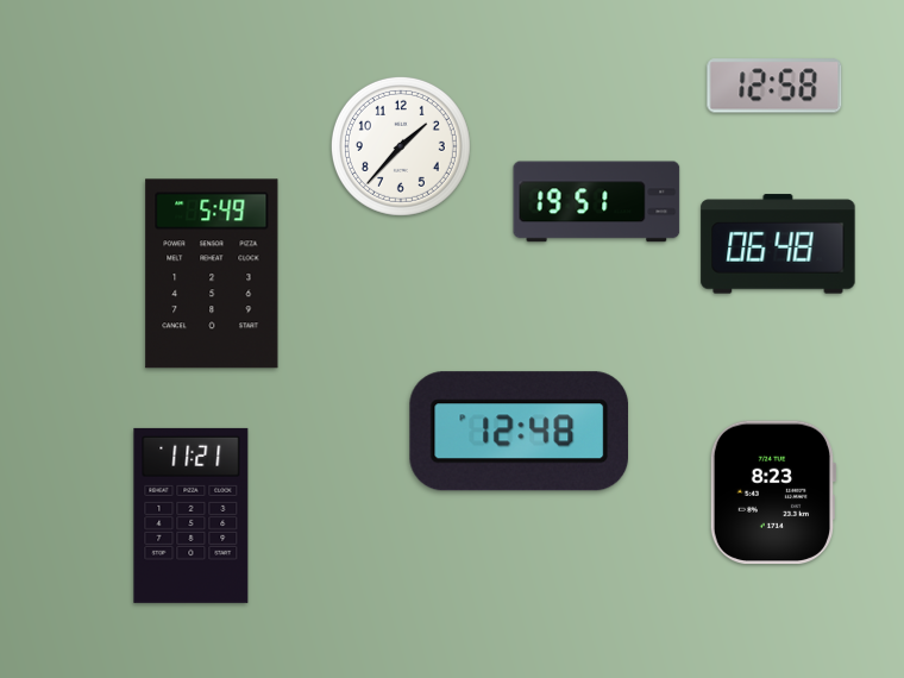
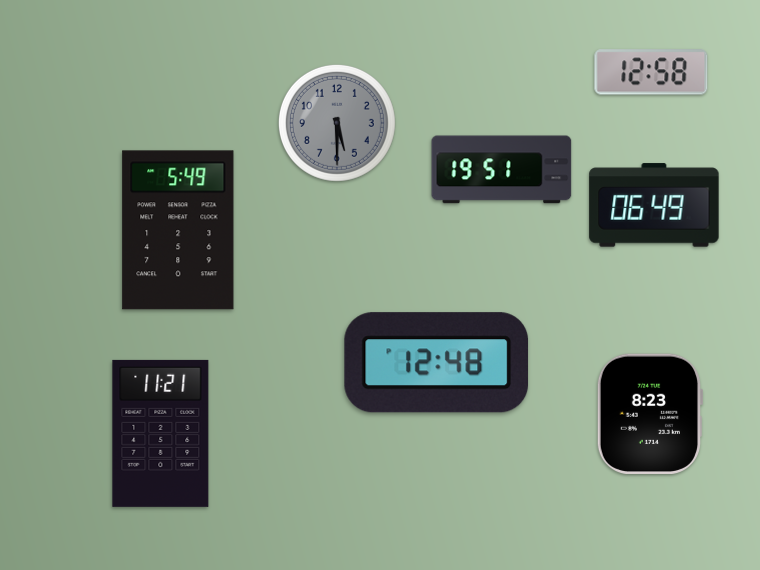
clock at (401, 146): 1:37 -> 5:30
clock at (401, 146) dial: white -> grey
clock at (778, 244): 06:48 -> 06:49
